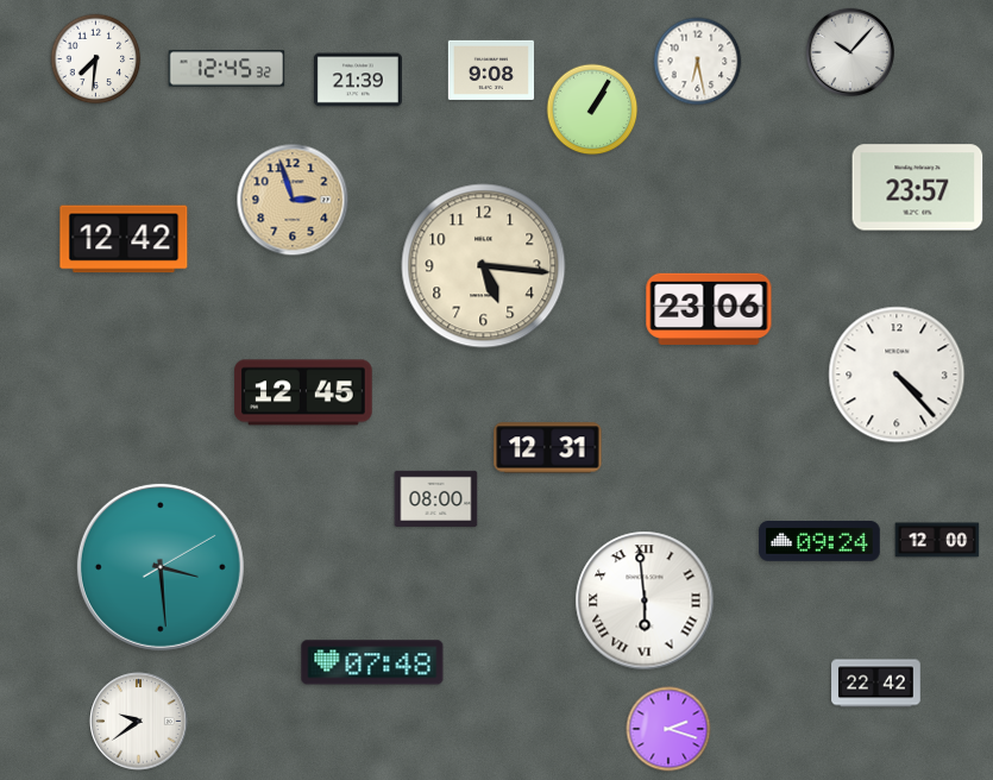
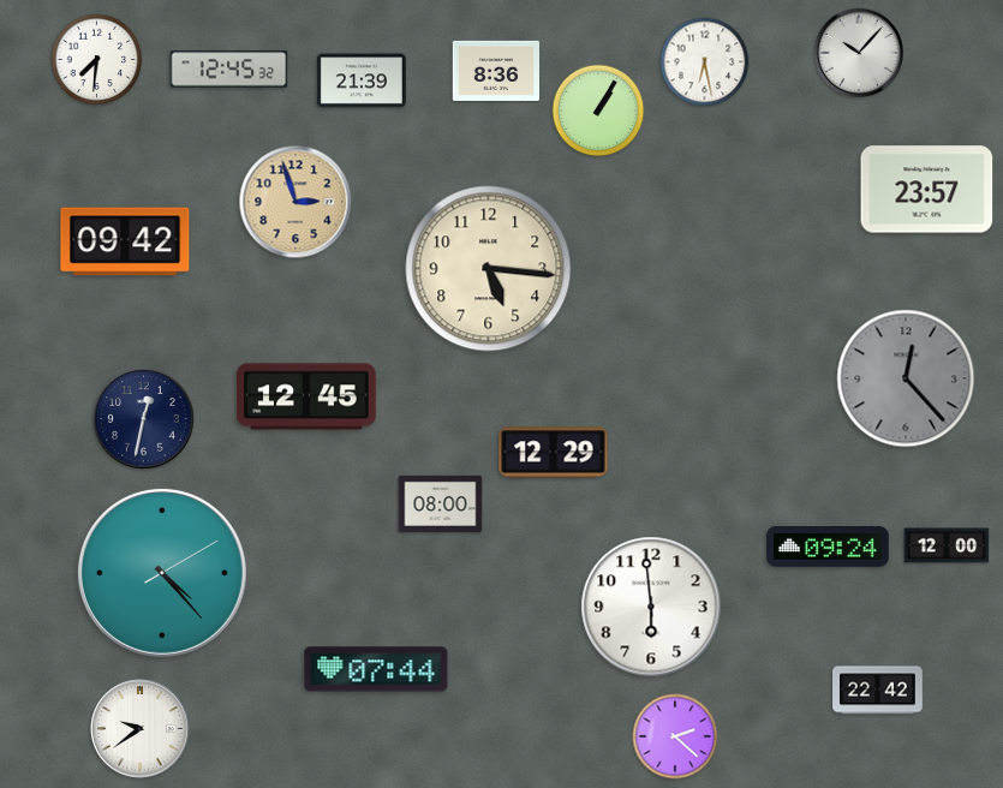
clock at (490, 70): 9:08 -> 8:36
clock at (124, 239): 12:42 -> 09:42
clock at (709, 309): 23:06 -> none
clock at (897, 375): 4:23 -> 12:23
clock at (897, 375) dial: white -> grey
clock at (144, 419): none -> 12:32
clock at (548, 448): 12:31 -> 12:29
clock at (161, 567): 3:29 -> 4:23
clock at (645, 600) numerals: Roman -> Arabic
clock at (372, 662): 07:48 -> 07:44
clock at (876, 684) position: (876, 684) -> (878, 691)
clock at (668, 729): 2:18 -> 2:22
